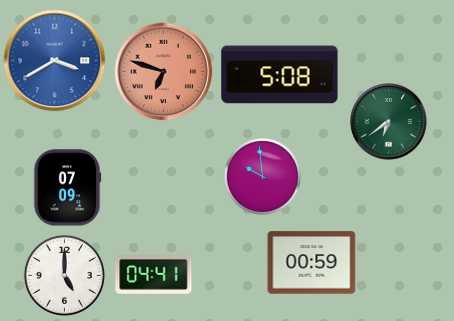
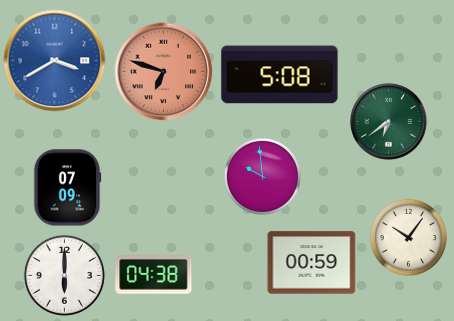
clock at (408, 237): none -> 10:06
clock at (64, 275): 5:00 -> 6:00
clock at (154, 275): 04:41 -> 04:38
